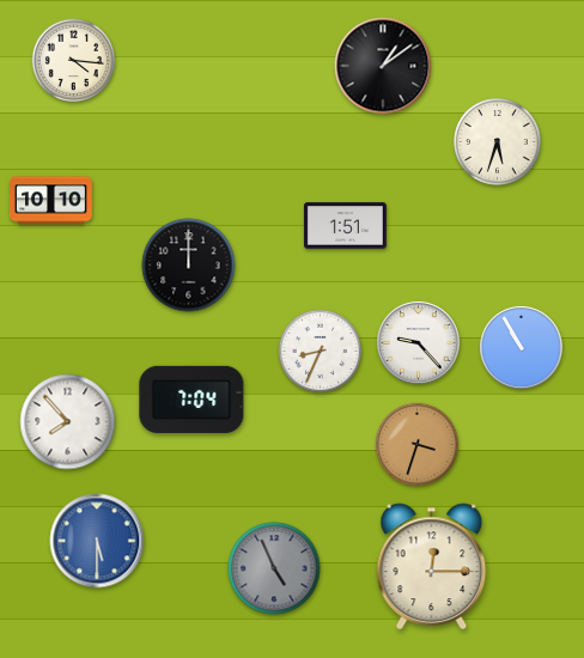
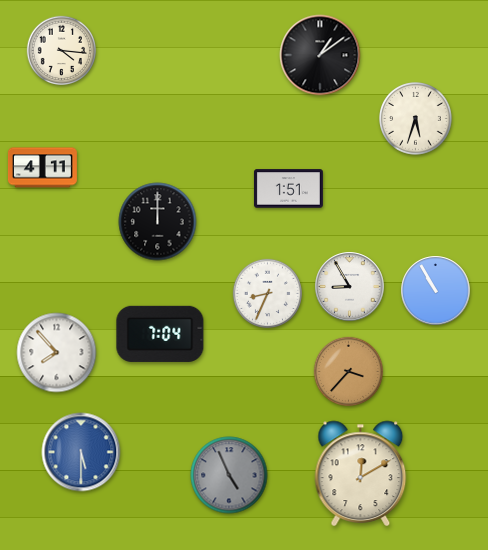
clock at (50, 201): 10:10 -> 4:11
clock at (419, 343): 9:23 -> 8:55
clock at (418, 445): 3:33 -> 3:37
clock at (432, 567): 12:15 -> 12:10
